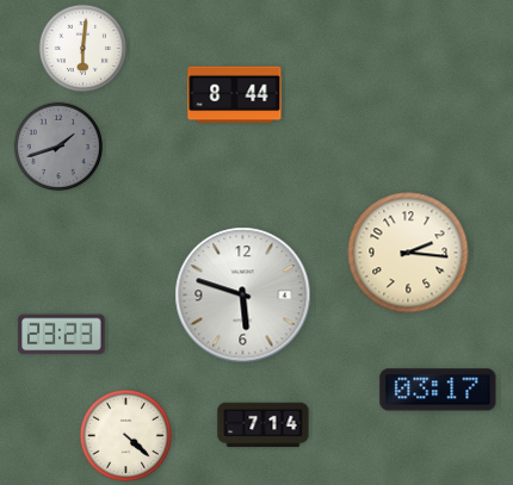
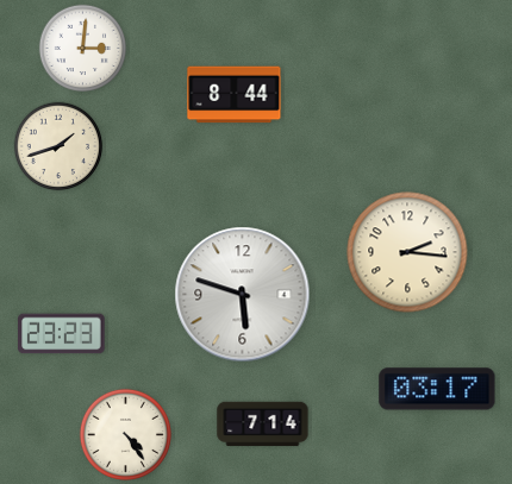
clock at (84, 49): 6:01 -> 3:01
clock at (58, 147) dial: grey -> cream
clock at (125, 435): 4:22 -> 4:24
